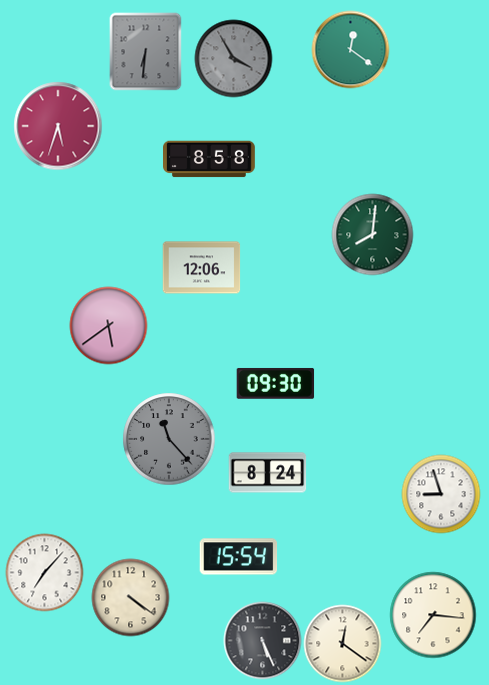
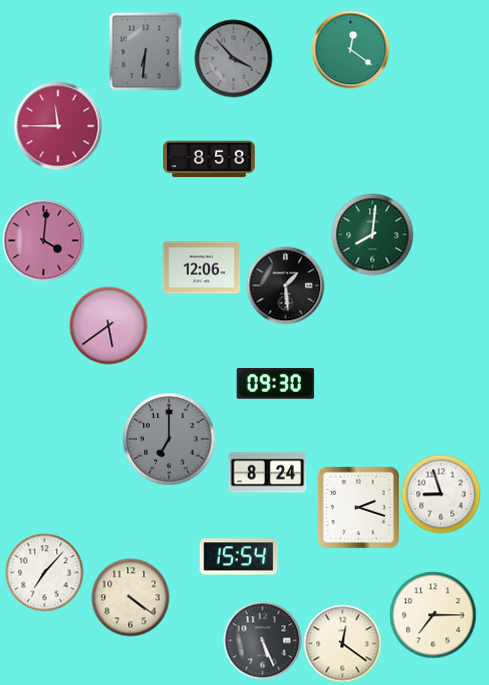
clock at (233, 58): 3:55 -> 3:53
clock at (58, 126): 5:33 -> 11:45
clock at (43, 240): none -> 4:01
clock at (285, 285): none -> 1:29
clock at (169, 439): 11:23 -> 7:00
clock at (358, 507): none -> 2:18
clock at (433, 615): 7:16 -> 7:15
